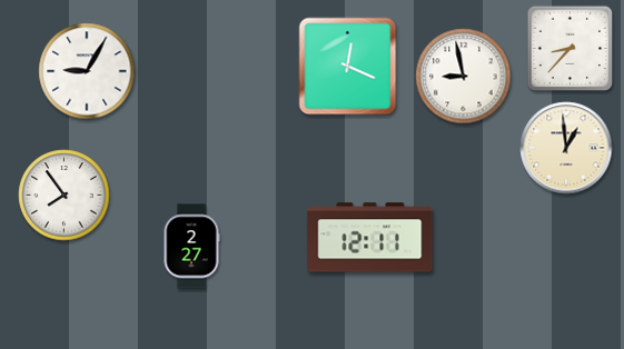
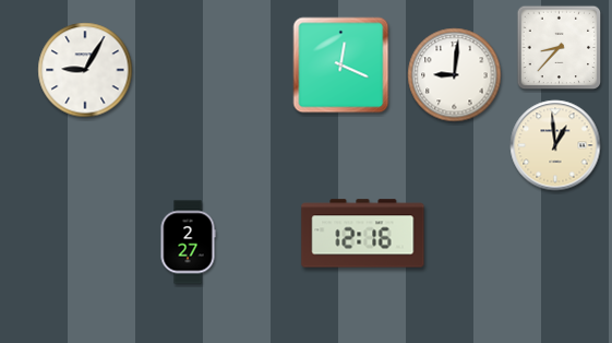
clock at (464, 77): 8:58 -> 9:01
clock at (65, 196): 7:54 -> none
clock at (370, 238): 12:11 -> 12:16
